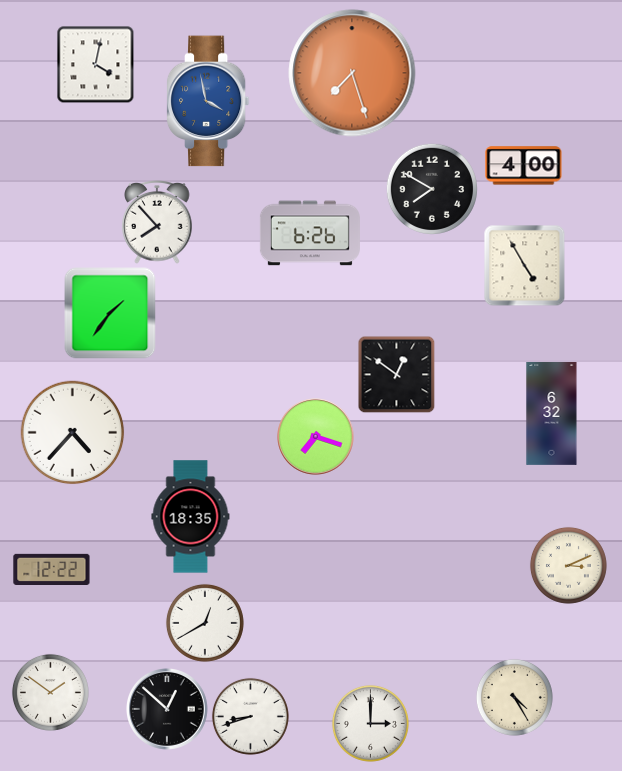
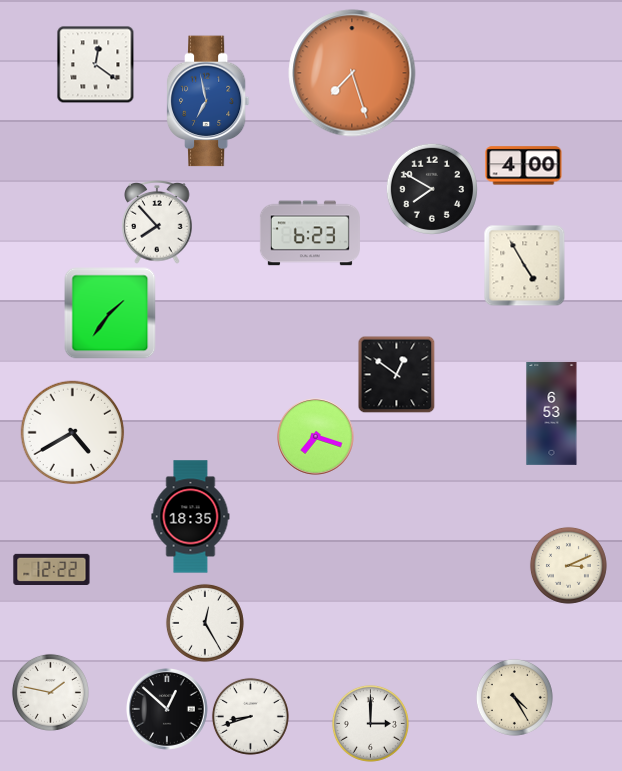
clock at (95, 64): 4:02 -> 12:21
clock at (208, 101): 3:58 -> 6:58
clock at (310, 233): 6:26 -> 6:23
clock at (552, 413): 6:32 -> 6:53
clock at (73, 433): 4:37 -> 4:40
clock at (205, 623): 12:40 -> 12:25
clock at (50, 692): 1:51 -> 1:47
